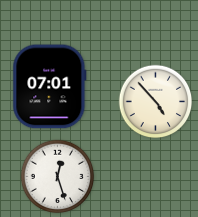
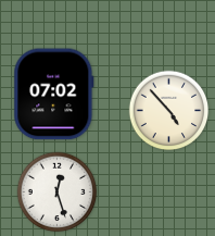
clock at (50, 87): 07:01 -> 07:02
clock at (58, 177) position: (58, 177) -> (58, 192)
